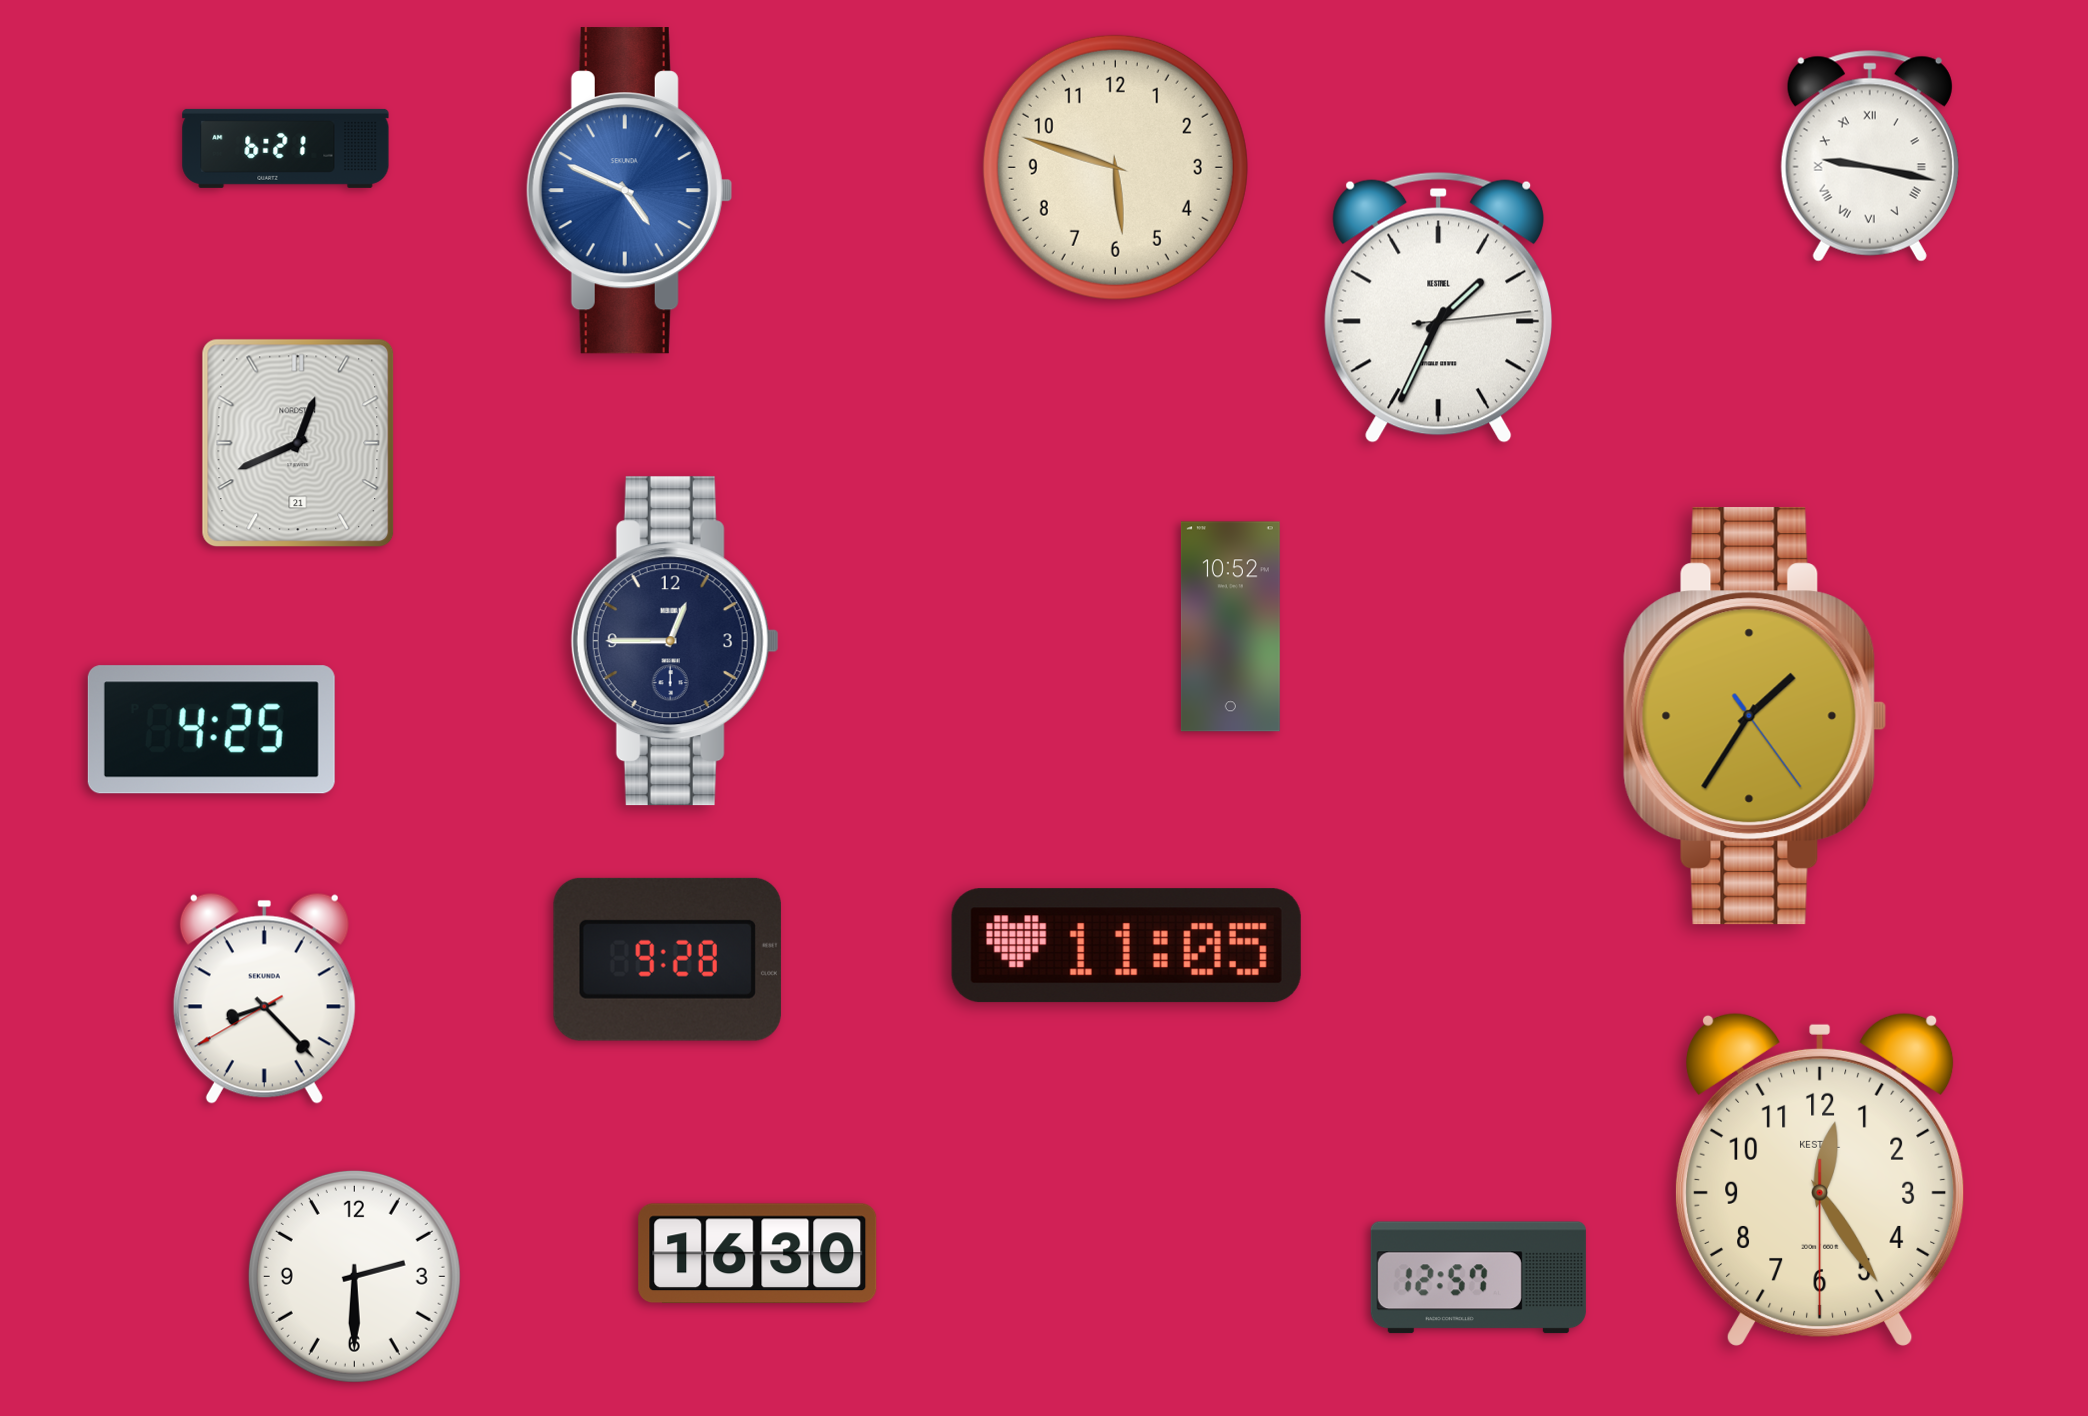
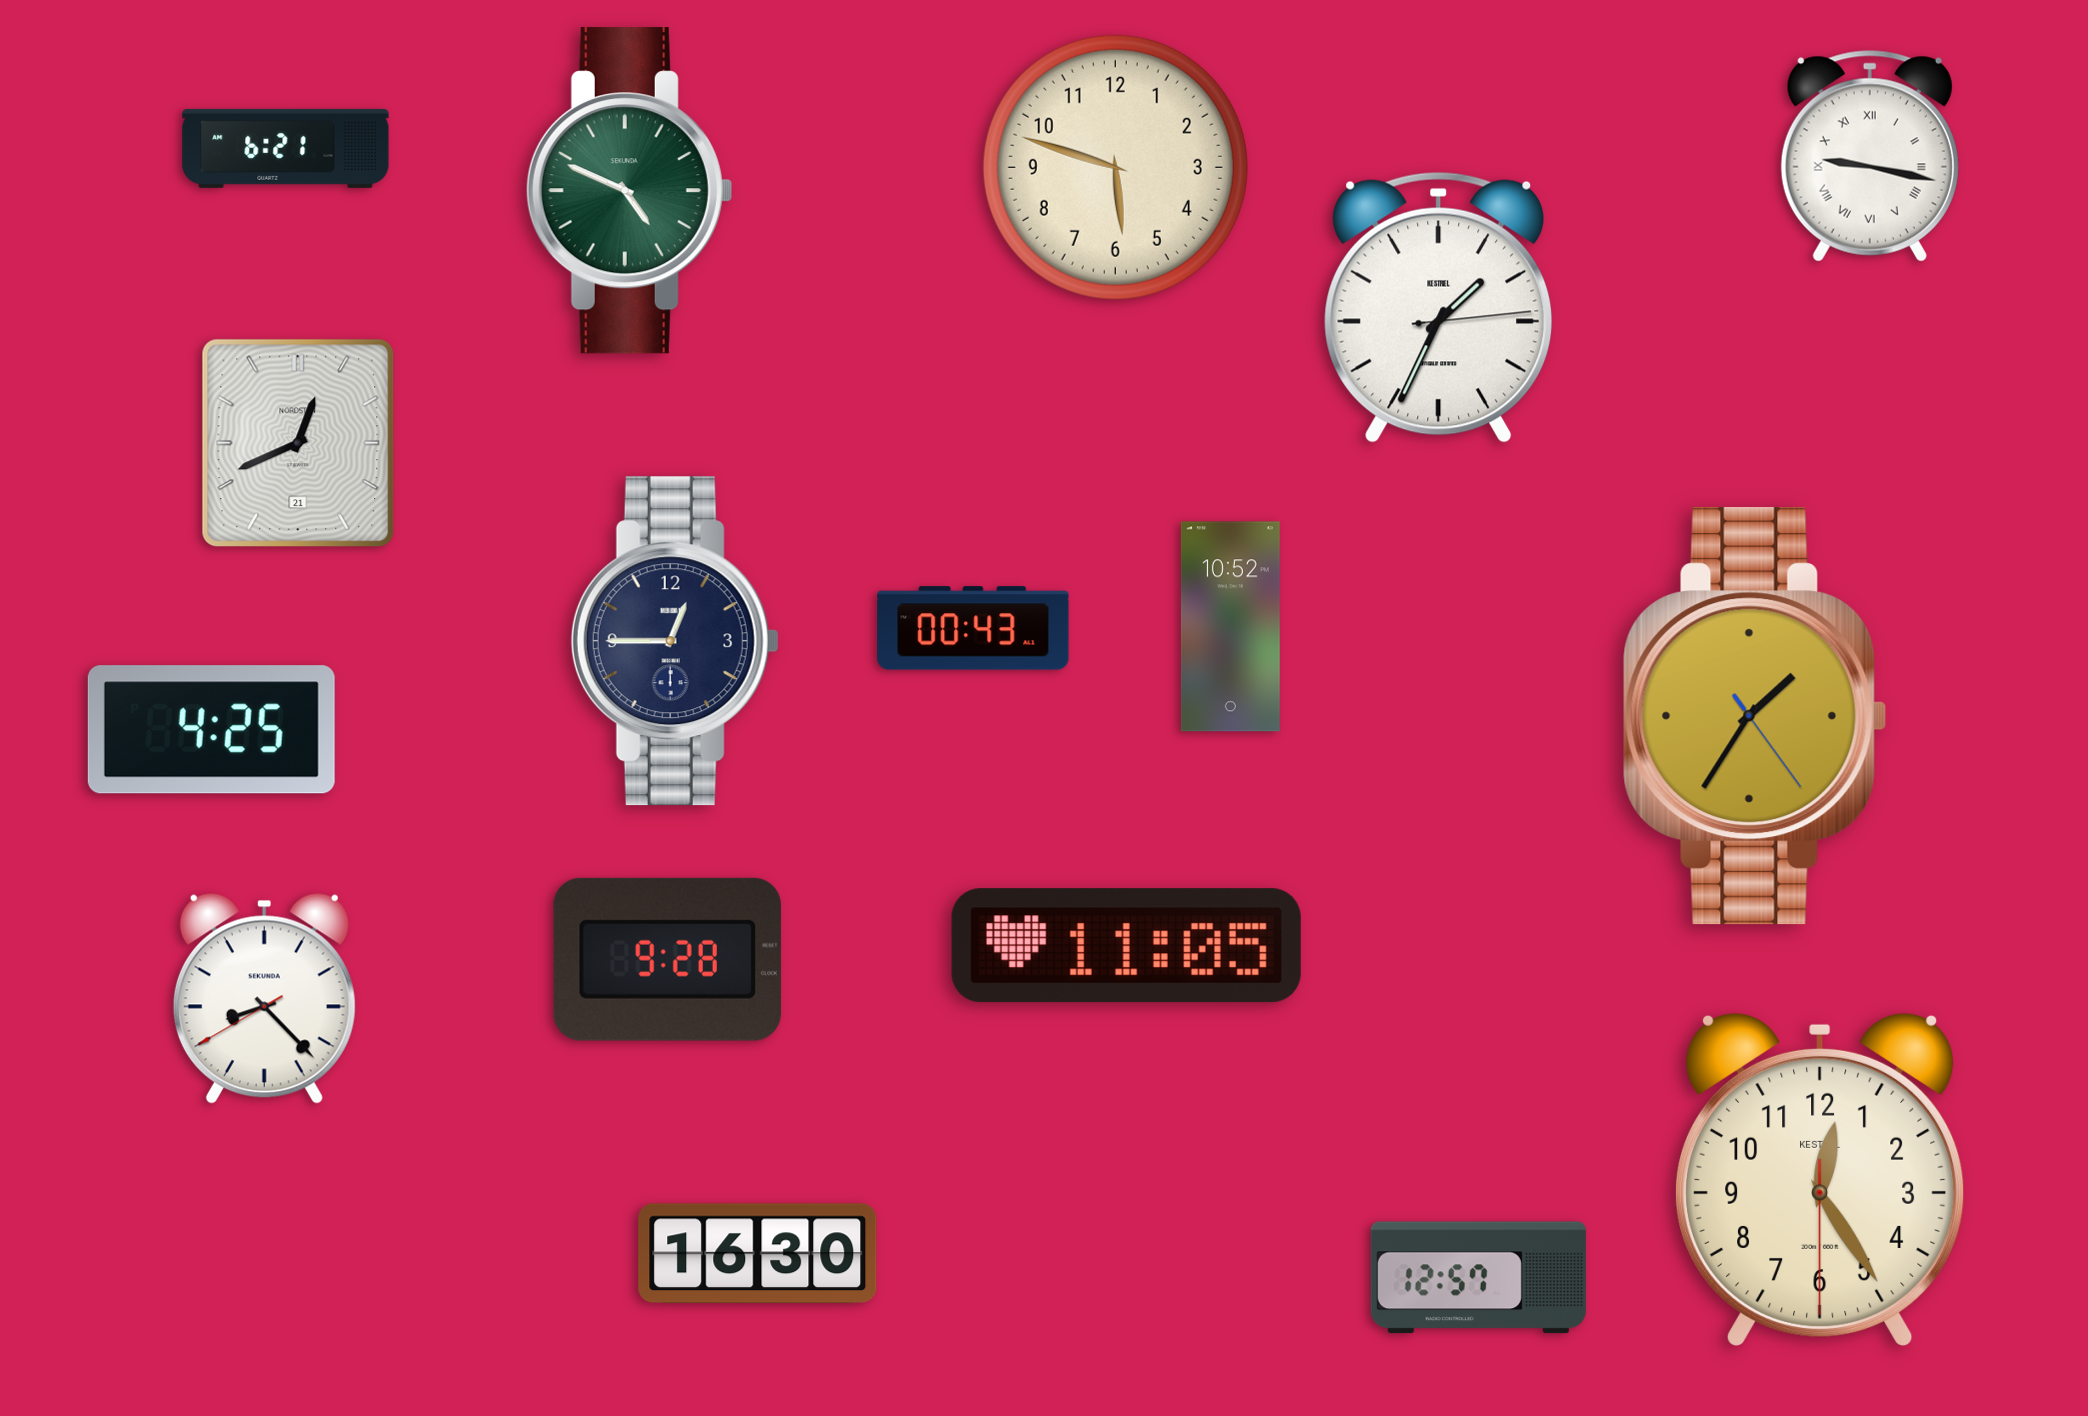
clock at (629, 191) dial: blue -> green
clock at (973, 628): none -> 00:43
clock at (354, 1276): 2:30 -> none
